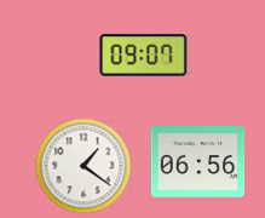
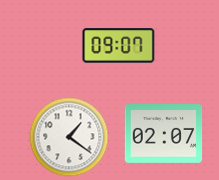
clock at (198, 162): 06:56 -> 02:07
